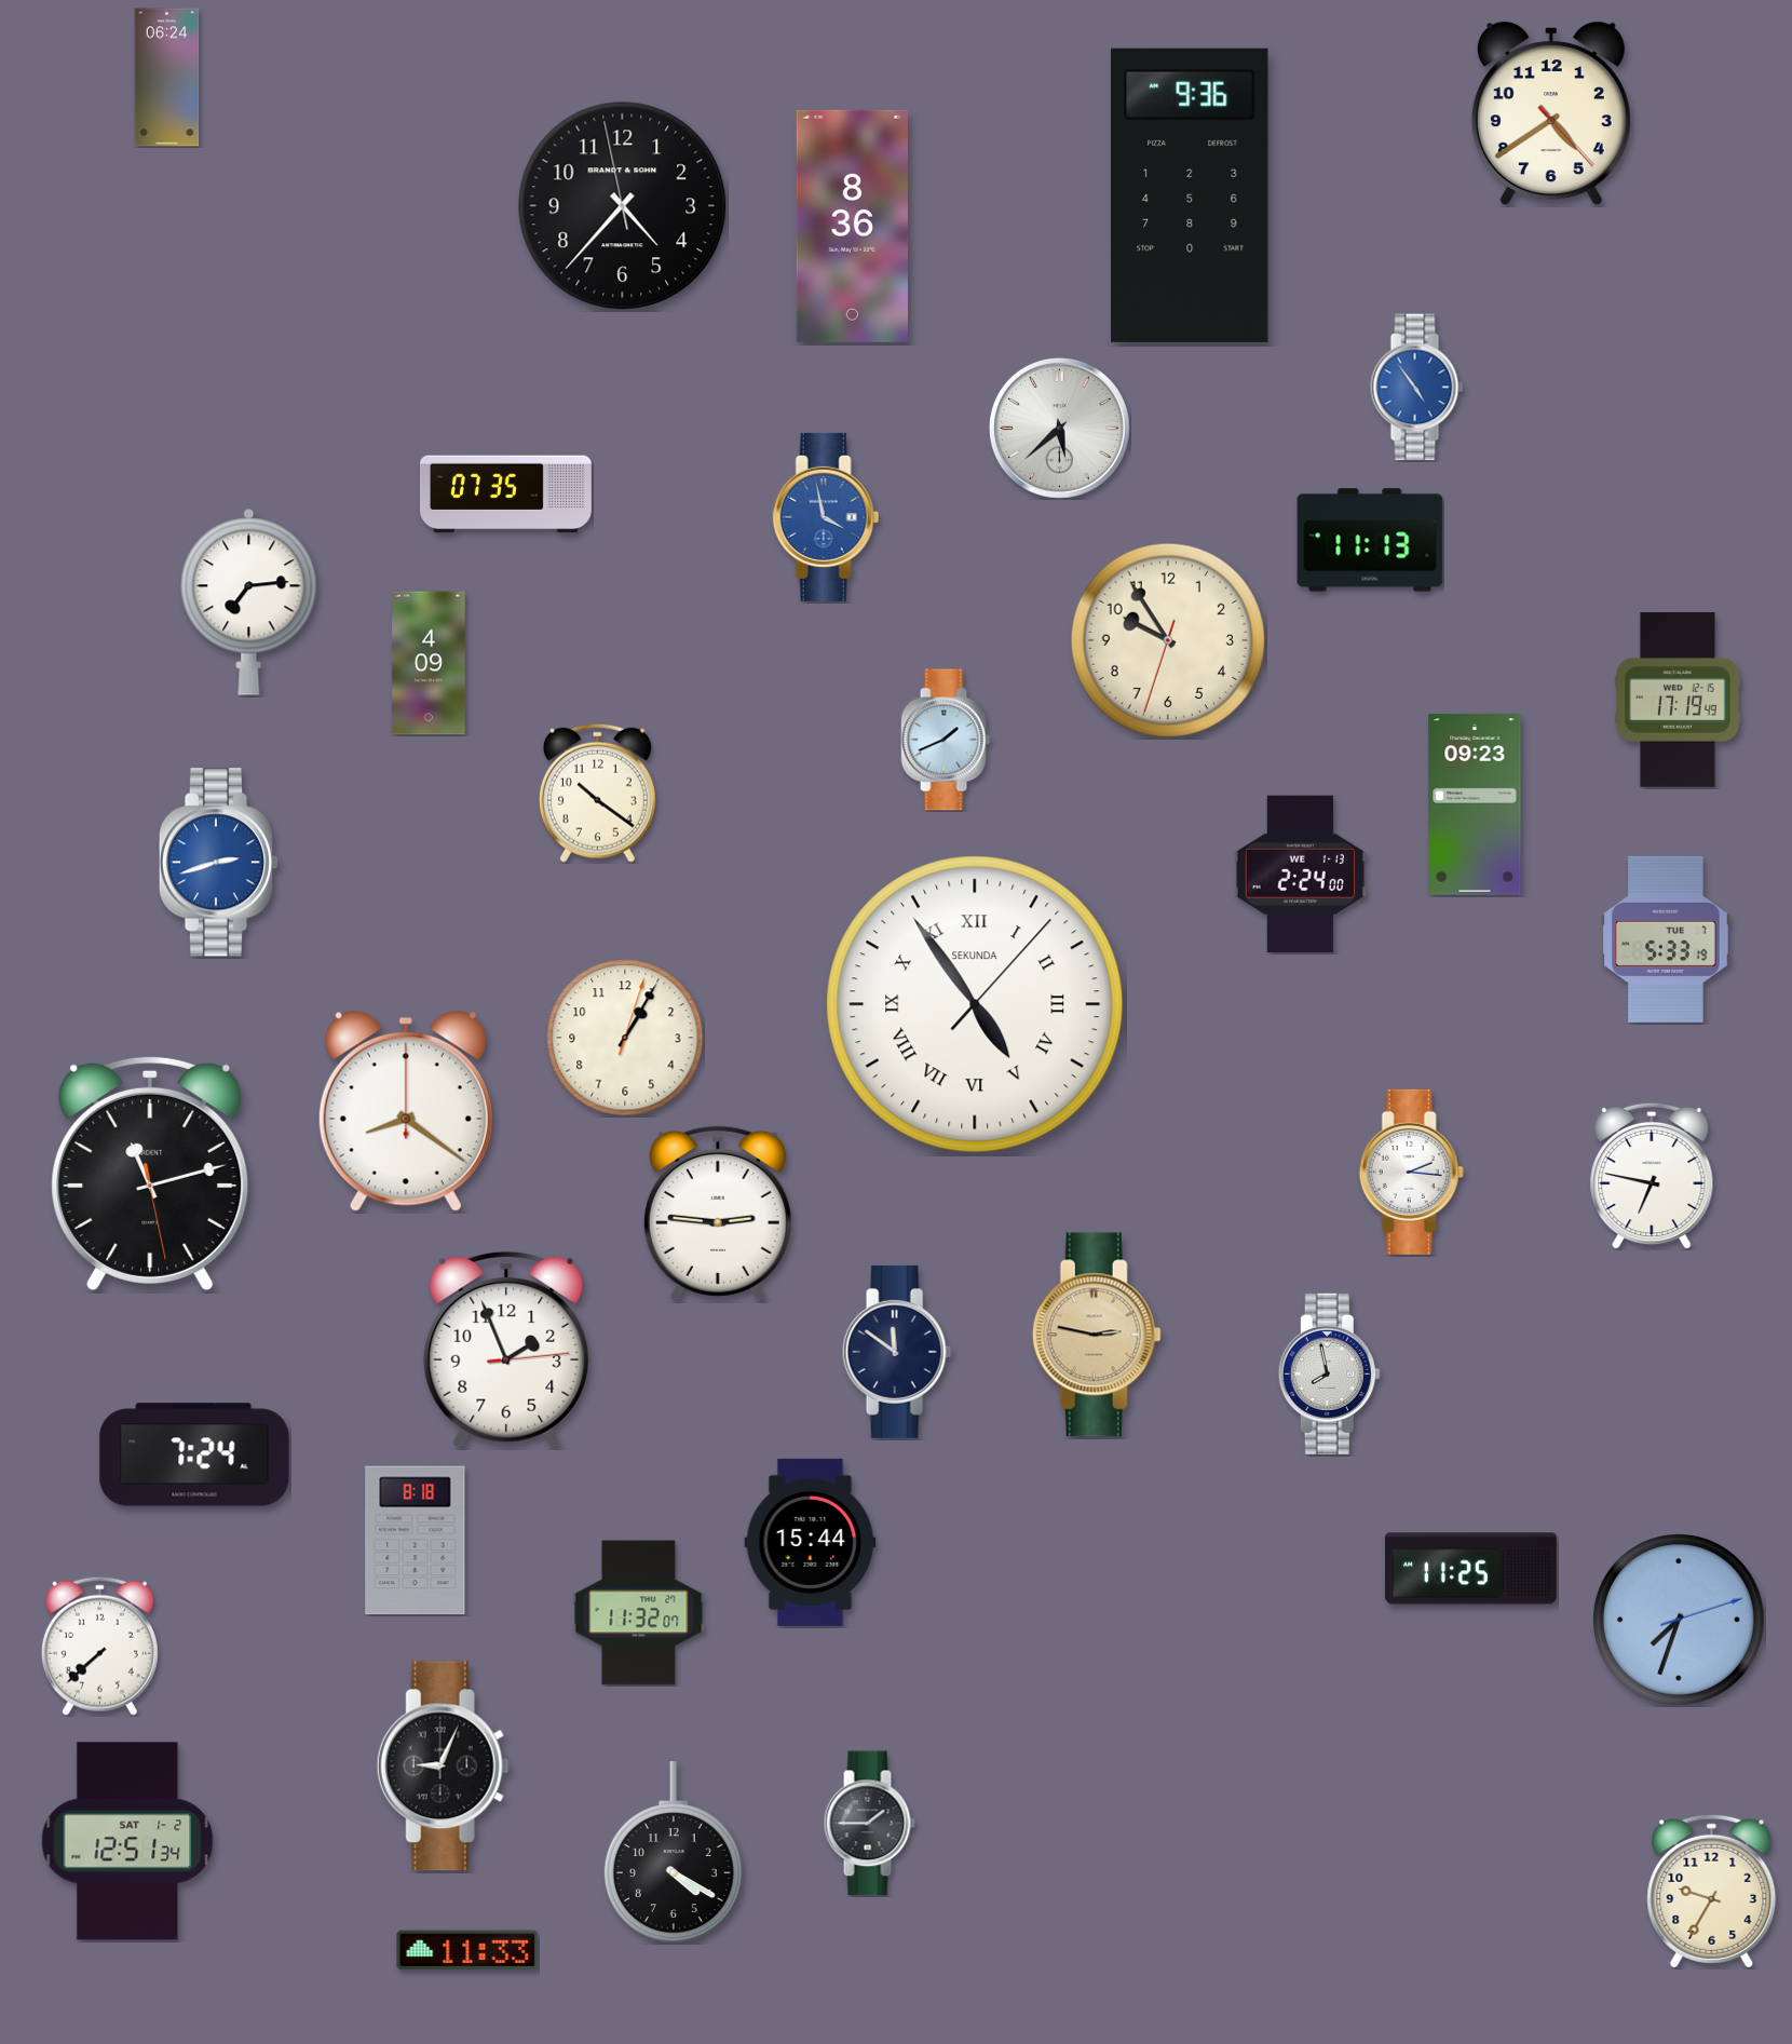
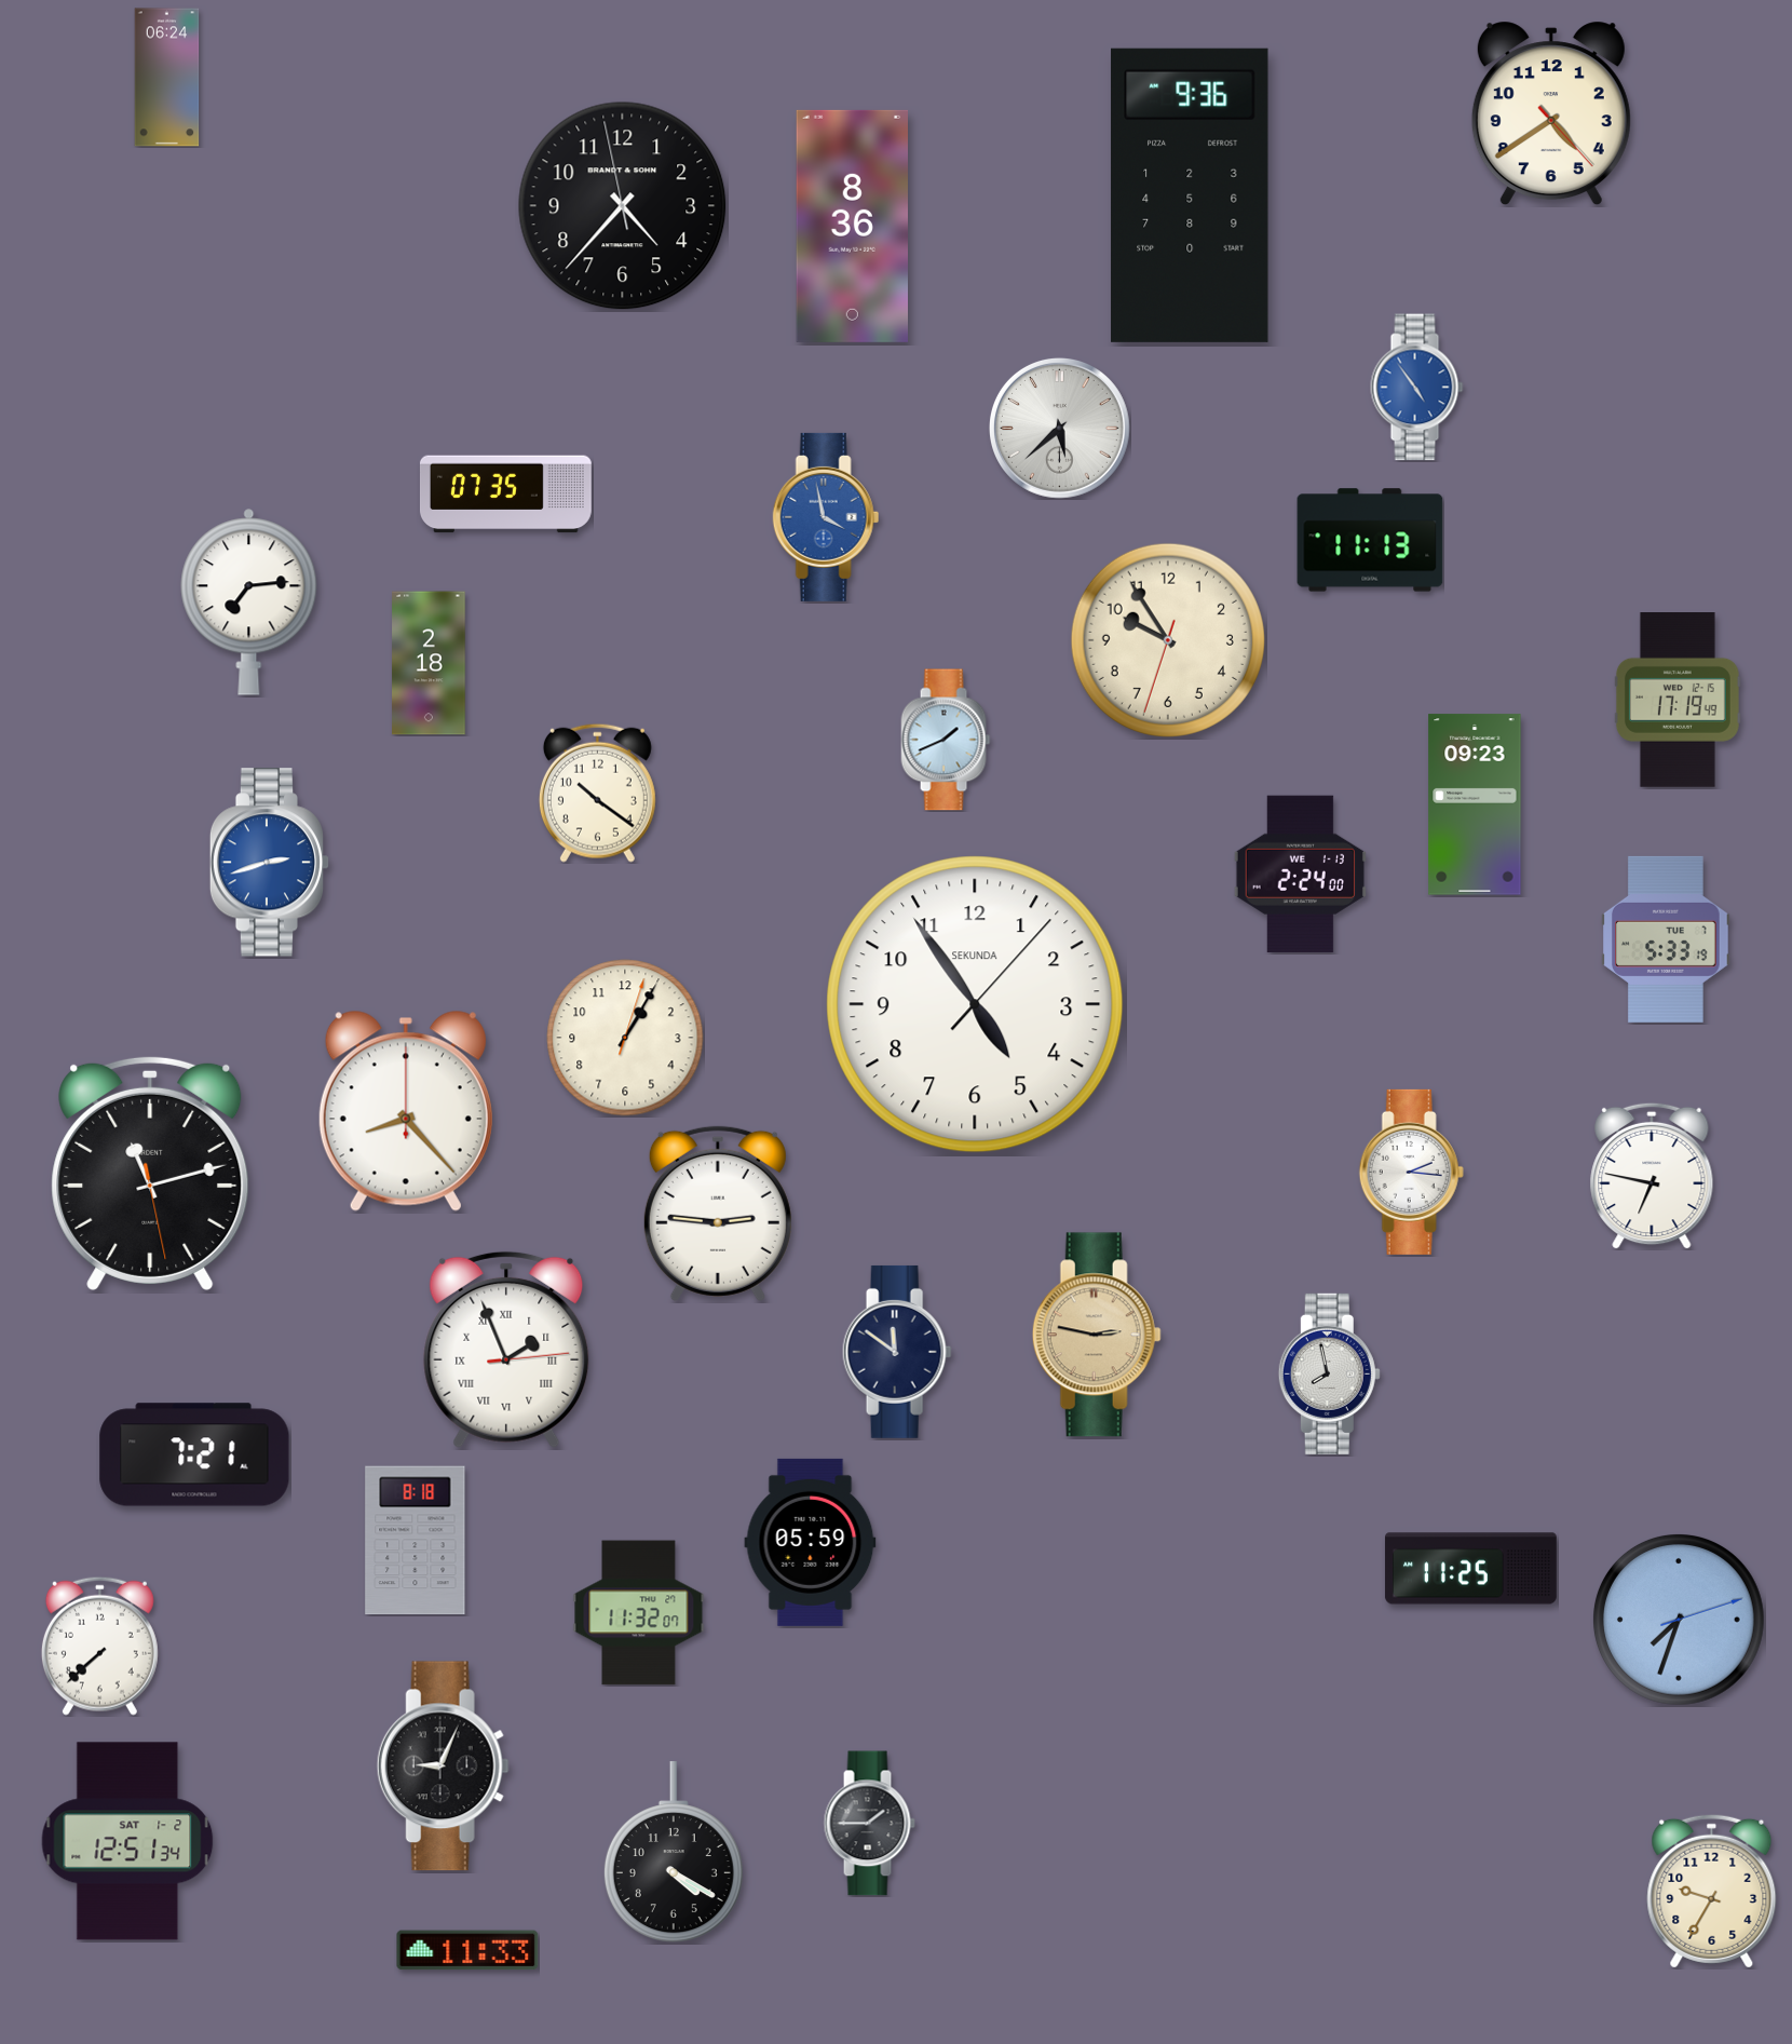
clock at (429, 663): 4:09 -> 2:18
clock at (219, 863) position: (219, 863) -> (270, 863)
clock at (975, 1004) numerals: Roman -> Arabic
clock at (406, 1111): 8:21 -> 8:23
clock at (506, 1350) numerals: Arabic -> Roman
clock at (194, 1454): 7:24 -> 7:21
clock at (811, 1542): 15:44 -> 05:59
